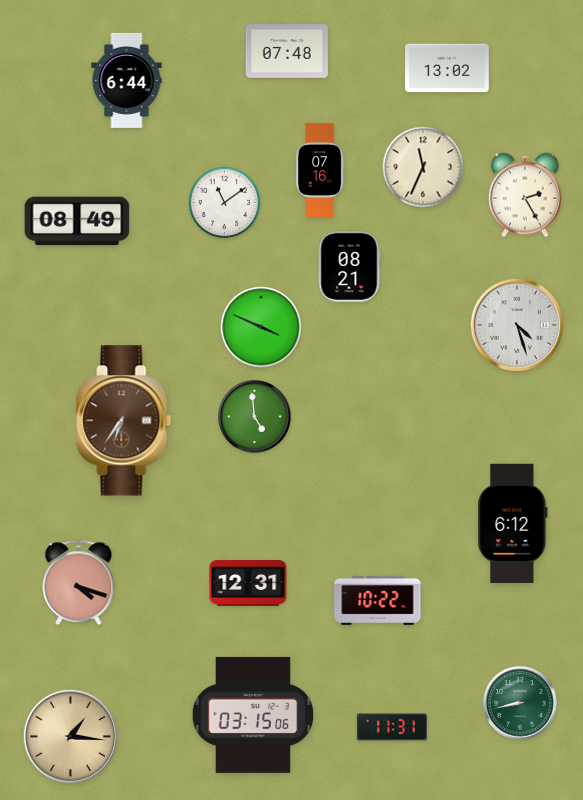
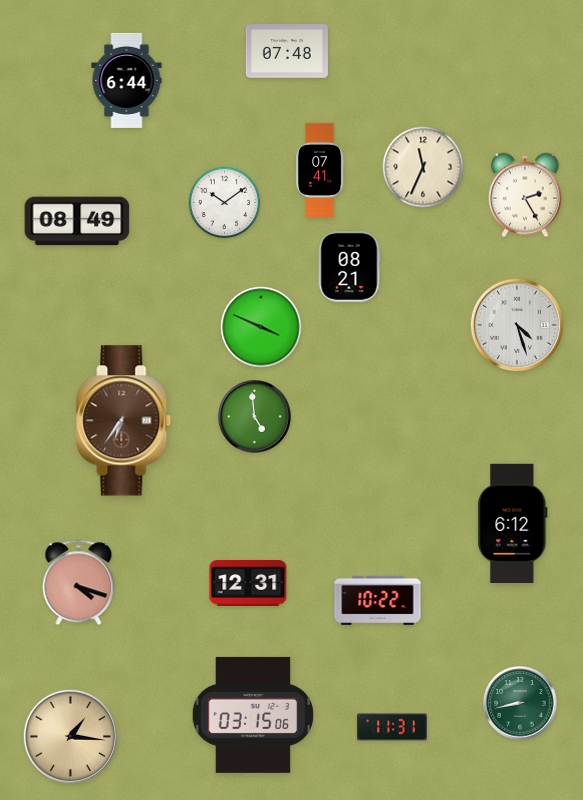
clock at (448, 68): 13:02 -> none
clock at (320, 169): 07:16 -> 07:41
clock at (225, 203): 11:09 -> 10:09
